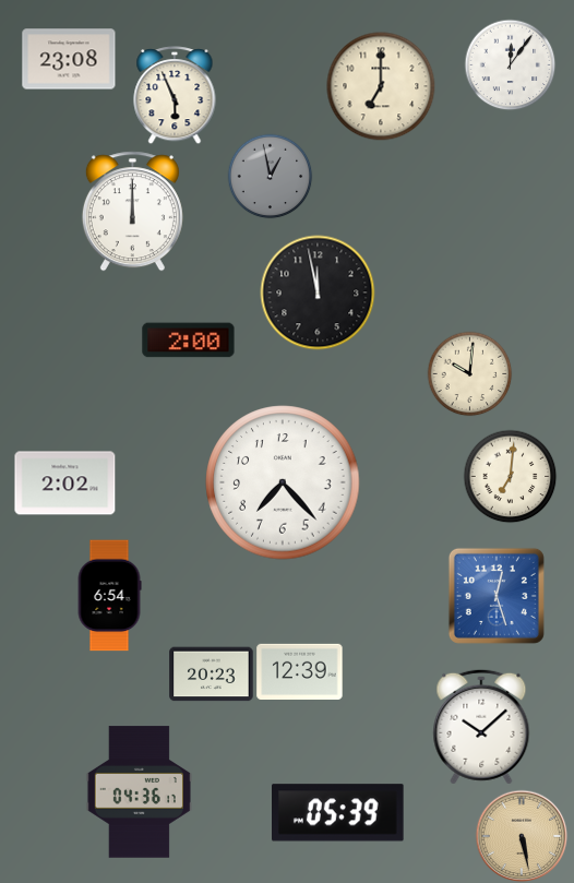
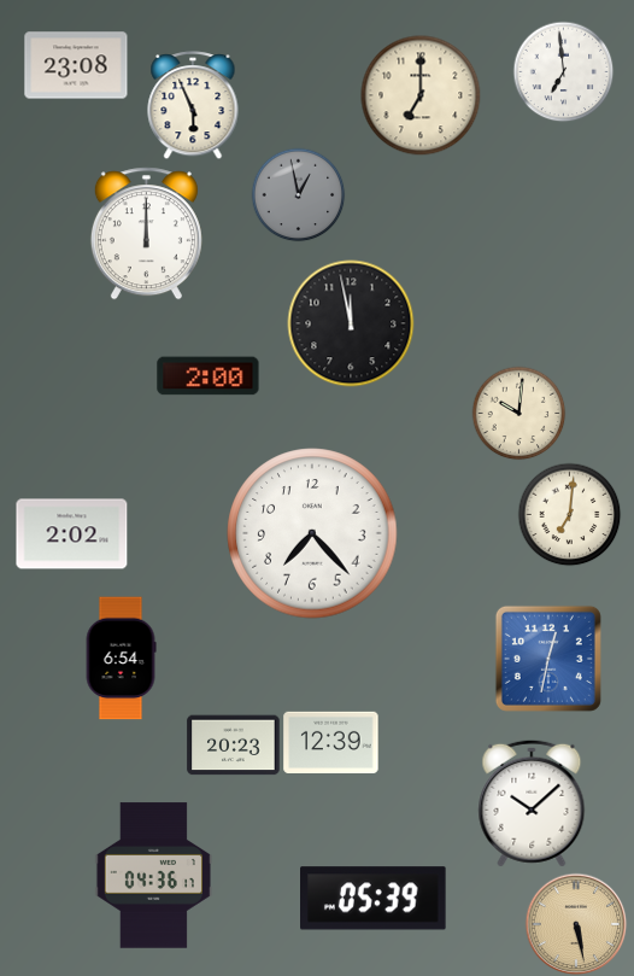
clock at (510, 64): 12:06 -> 6:59
clock at (510, 476) position: (510, 476) -> (569, 514)
clock at (497, 596): 12:27 -> 12:32
